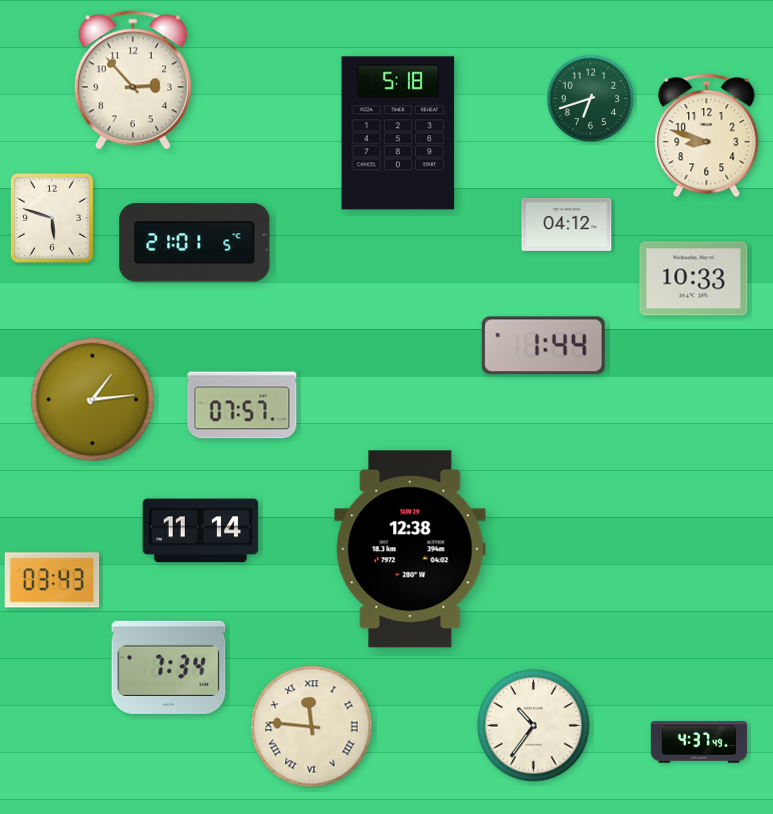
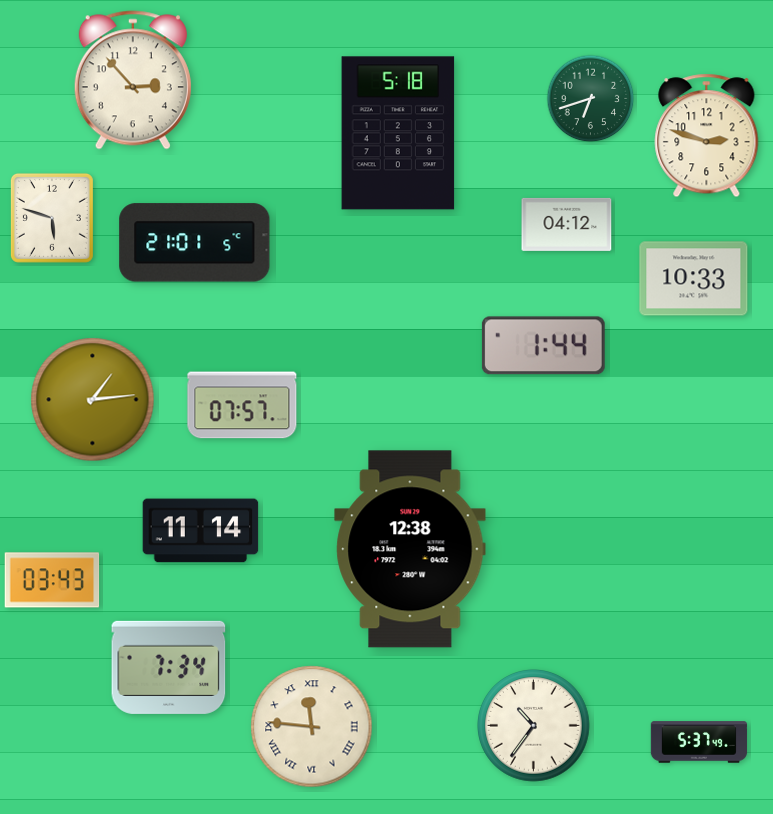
clock at (707, 136): 8:48 -> 2:48
clock at (699, 742): 4:37 -> 5:37
